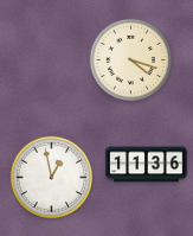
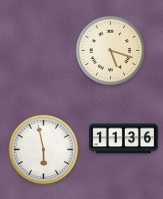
clock at (131, 59): 4:18 -> 5:18
clock at (52, 177): 12:58 -> 5:58
